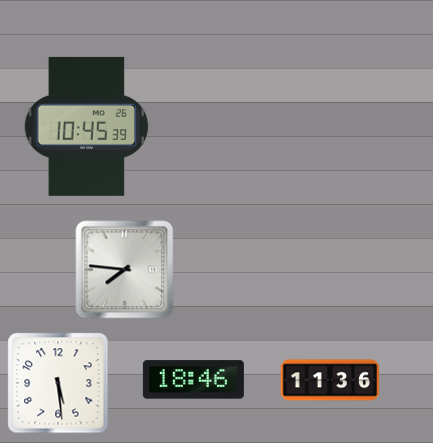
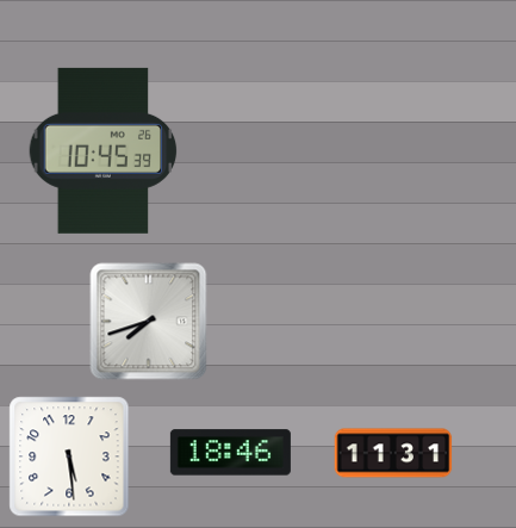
clock at (125, 270): 7:46 -> 7:42
clock at (330, 380): 11:36 -> 11:31
